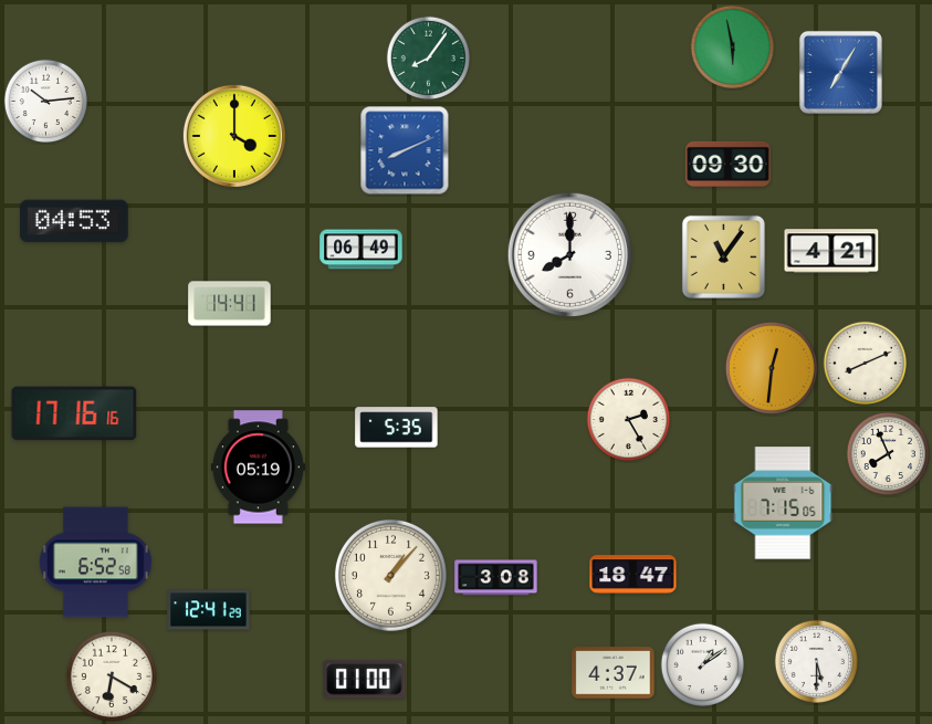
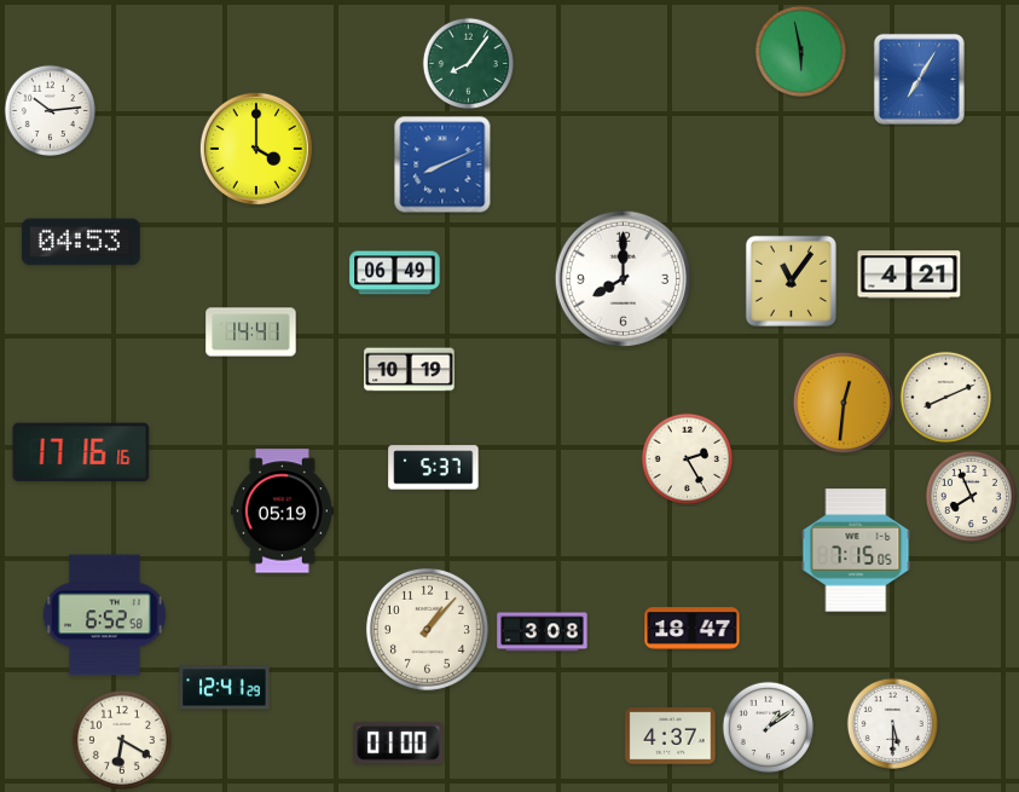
clock at (729, 164): 09:30 -> none
clock at (410, 370): none -> 10:19
clock at (397, 428): 5:35 -> 5:37
clock at (209, 610) position: (209, 610) -> (225, 688)
